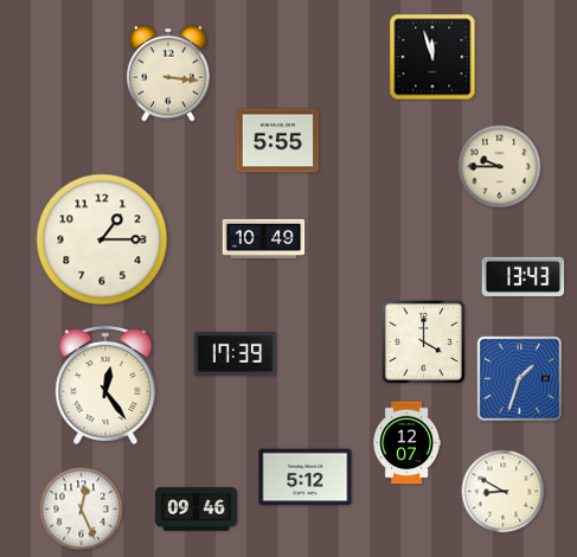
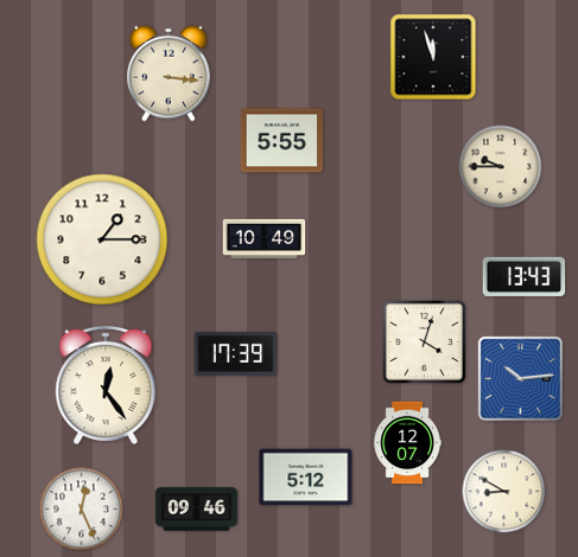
clock at (278, 141) position: (278, 141) -> (282, 141)
clock at (423, 341): 4:00 -> 4:03
clock at (520, 379): 1:33 -> 10:14
